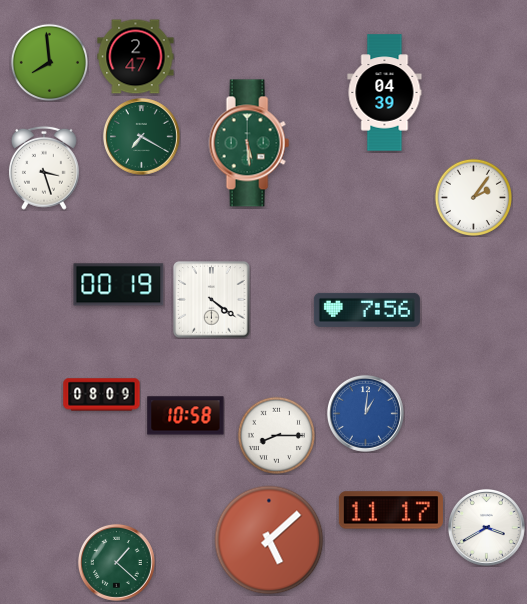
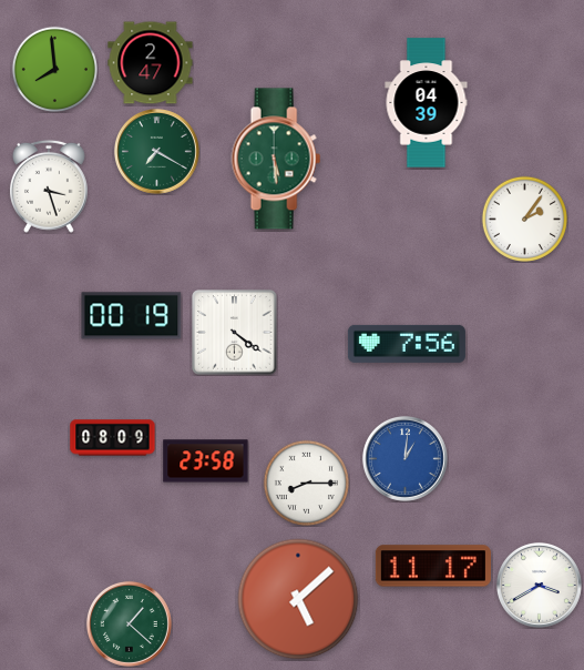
clock at (186, 416): 10:58 -> 23:58
